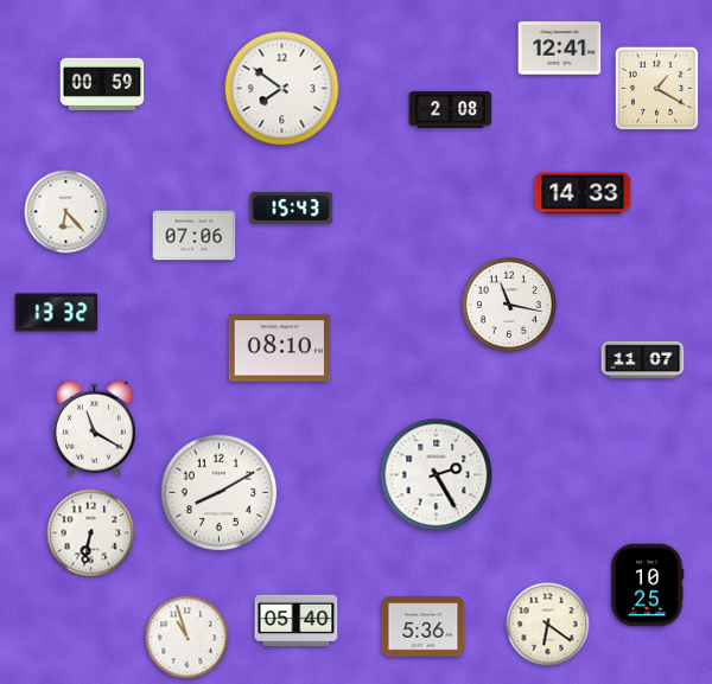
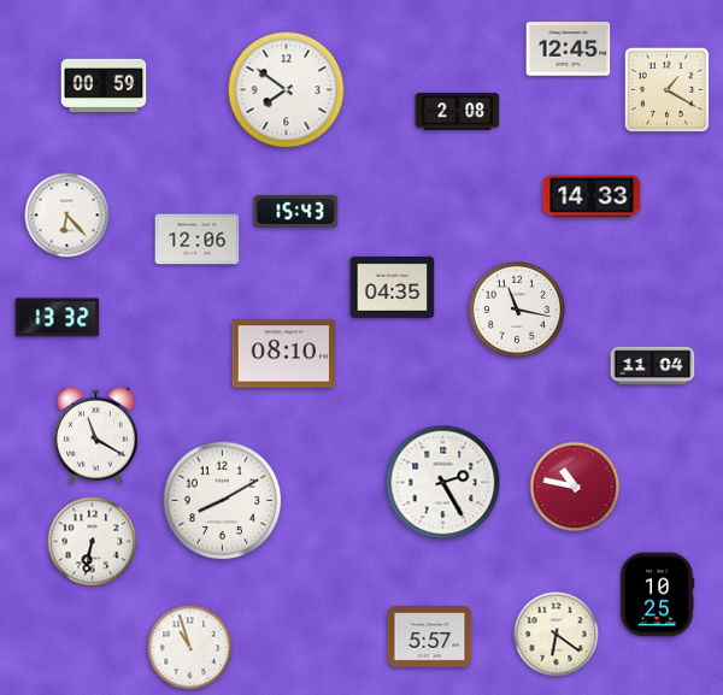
clock at (560, 49): 12:41 -> 12:45
clock at (195, 236): 07:06 -> 12:06
clock at (393, 287): none -> 04:35
clock at (643, 360): 11:07 -> 11:04
clock at (575, 487): none -> 10:47
clock at (297, 620): 05:40 -> none
clock at (424, 627): 5:36 -> 5:57
